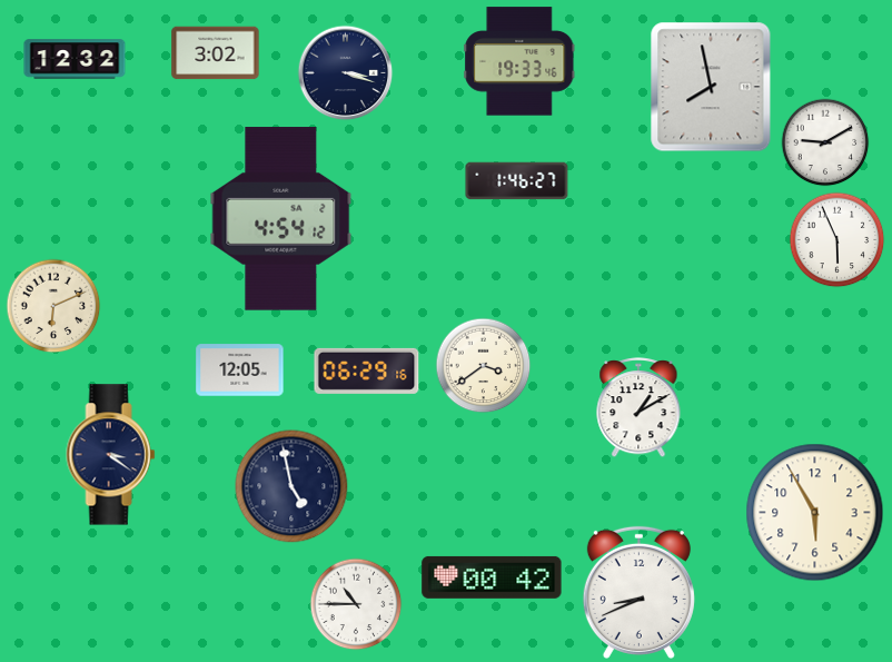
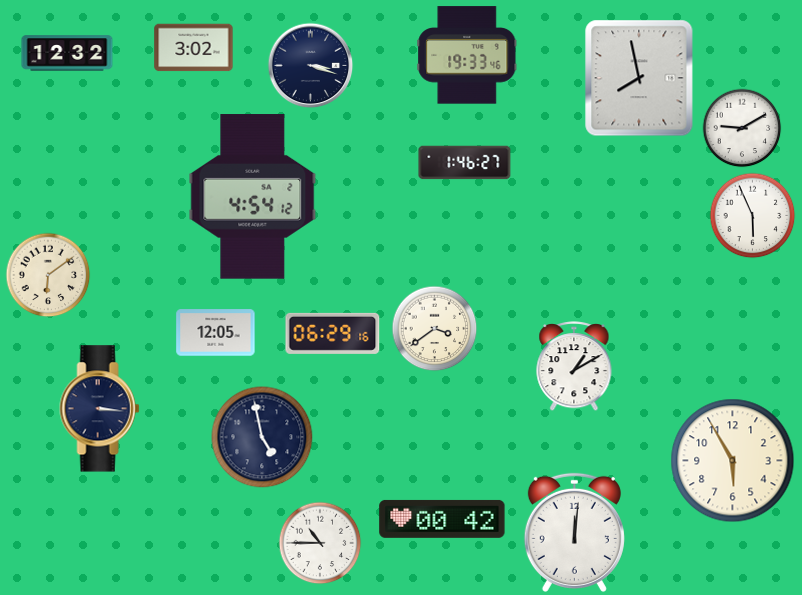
clock at (53, 306): 6:11 -> 6:09
clock at (367, 370) position: (367, 370) -> (333, 333)
clock at (111, 455): 3:21 -> 3:16
clock at (638, 592): 8:41 -> 12:01
